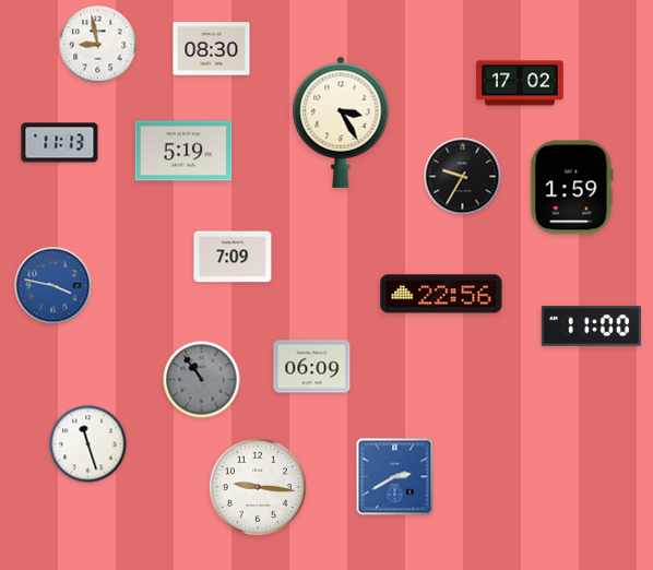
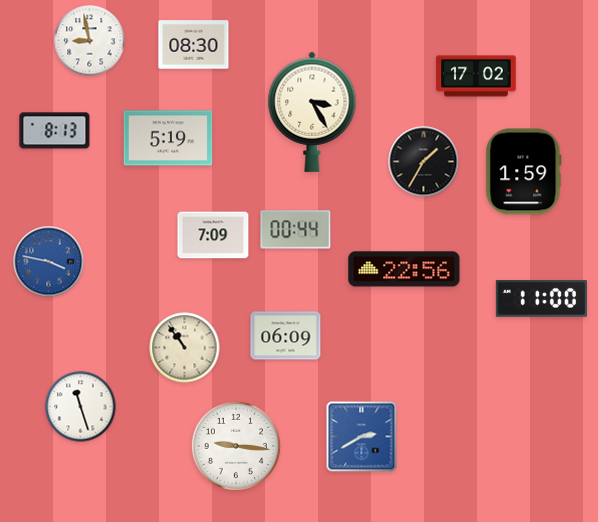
clock at (60, 143): 11:13 -> 8:13
clock at (463, 177): 9:35 -> 1:35
clock at (296, 230): none -> 00:44
clock at (202, 380) dial: grey -> cream
